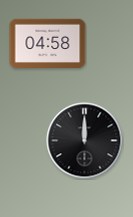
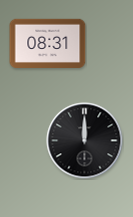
clock at (48, 43): 04:58 -> 08:31
